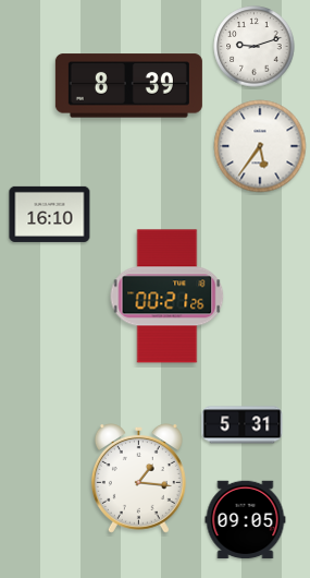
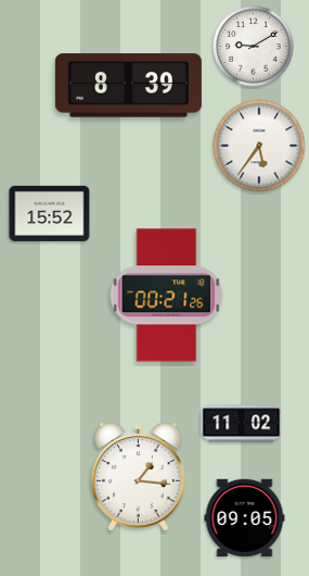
clock at (255, 47): 9:12 -> 9:10
clock at (50, 214): 16:10 -> 15:52
clock at (243, 425): 5:31 -> 11:02
